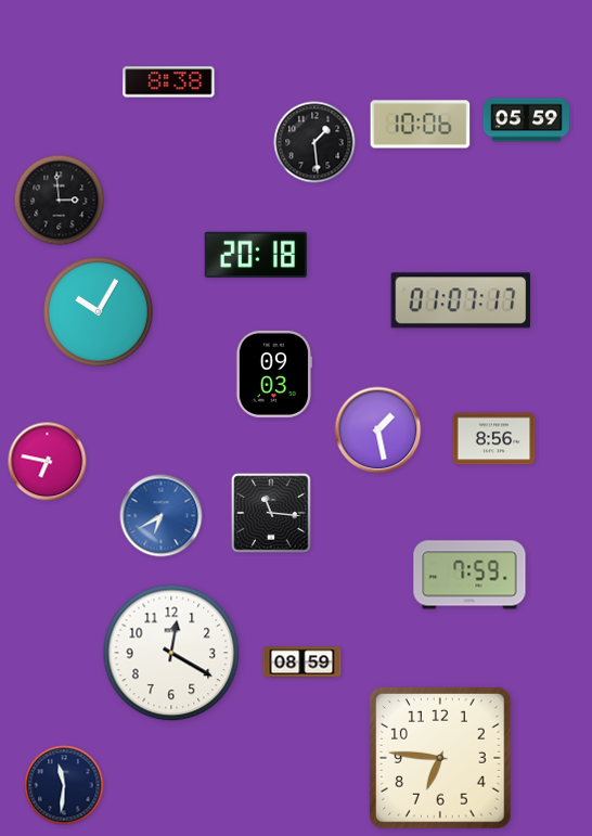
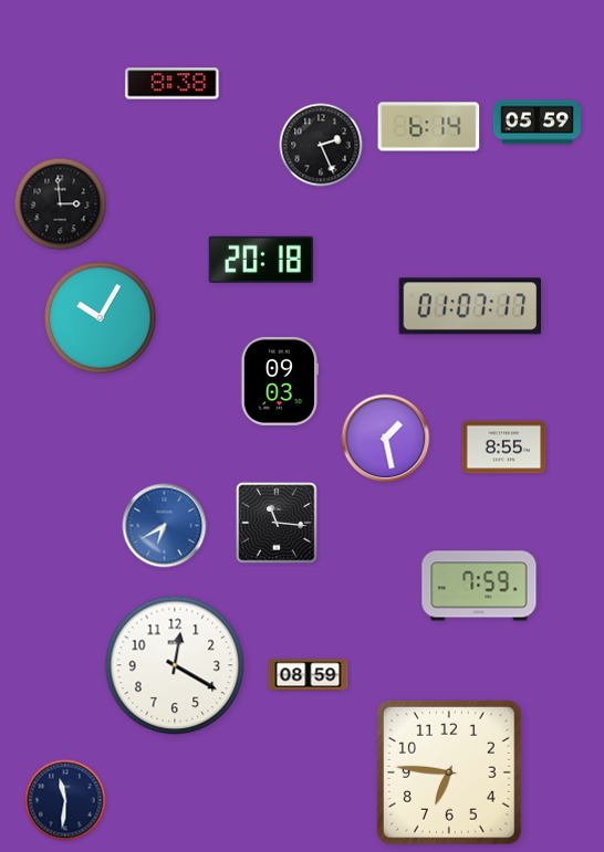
clock at (421, 125): 10:06 -> 6:14
clock at (314, 142): 1:29 -> 2:26
clock at (494, 439): 8:56 -> 8:55
clock at (48, 462): 6:47 -> none
